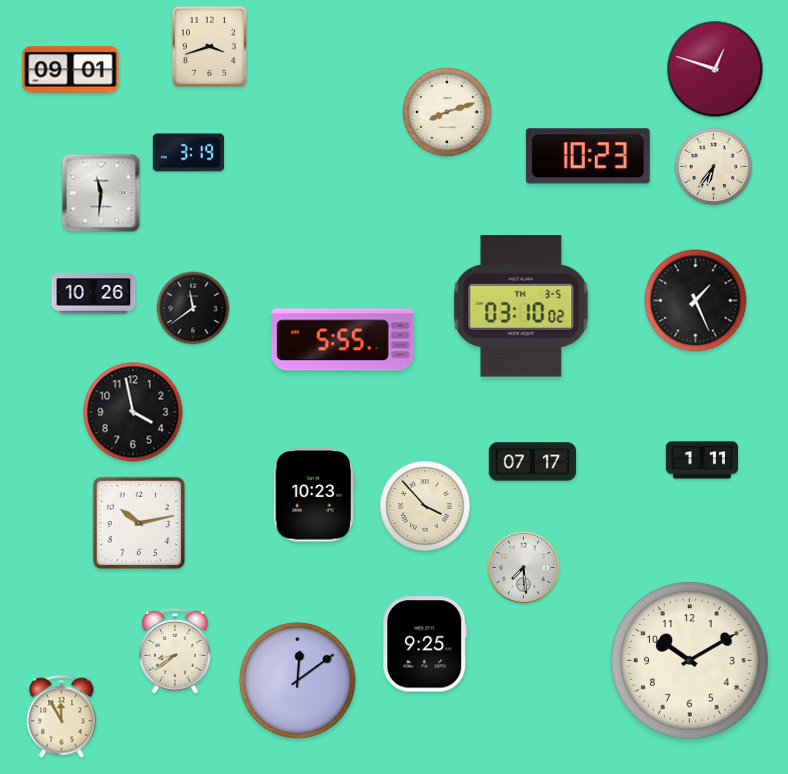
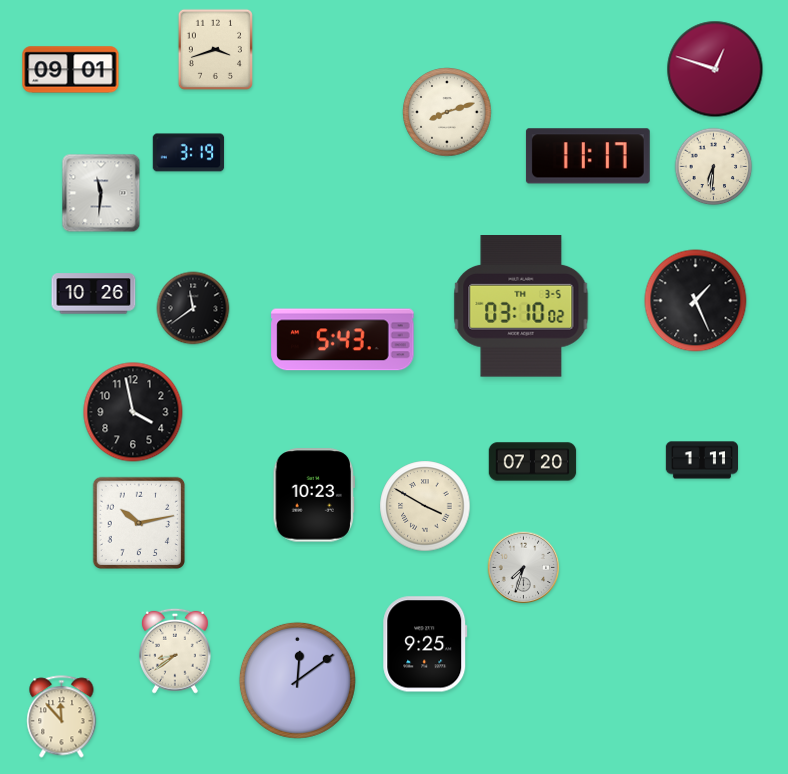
clock at (209, 46) position: (209, 46) -> (215, 49)
clock at (588, 156): 10:23 -> 11:17
clock at (714, 167): 6:36 -> 6:31
clock at (343, 340): 5:55 -> 5:43
clock at (533, 462): 07:17 -> 07:20
clock at (425, 506): 3:53 -> 3:50
clock at (524, 568): 7:29 -> 7:33
clock at (690, 661): 10:10 -> none
clock at (62, 717): 11:55 -> 11:53
